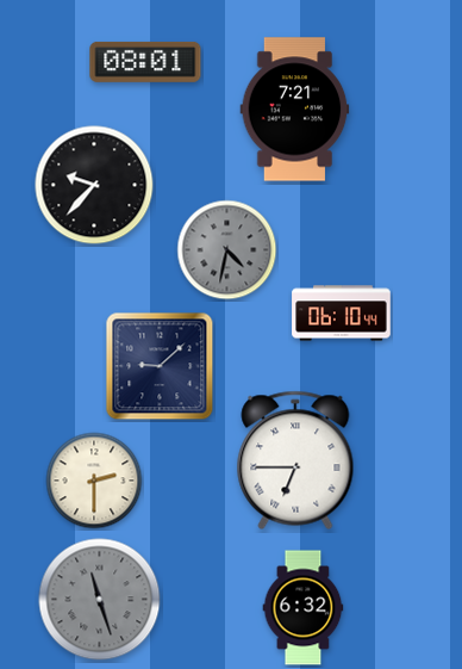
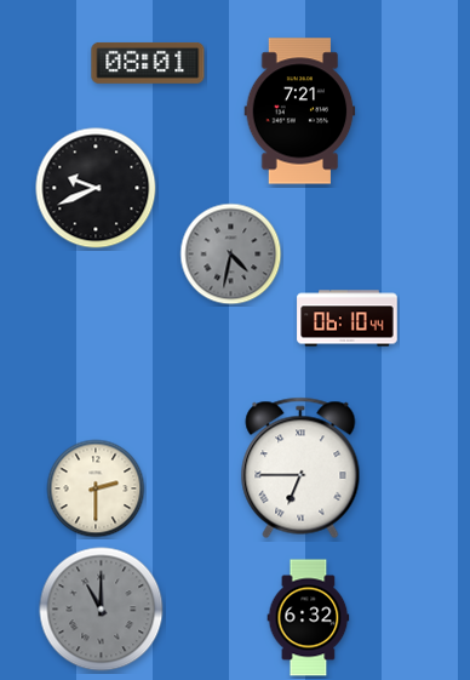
clock at (94, 185): 9:37 -> 9:41
clock at (160, 366): 9:08 -> none
clock at (100, 600): 11:27 -> 11:00
